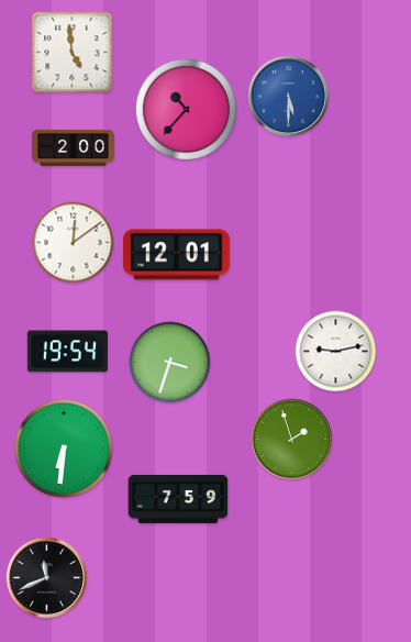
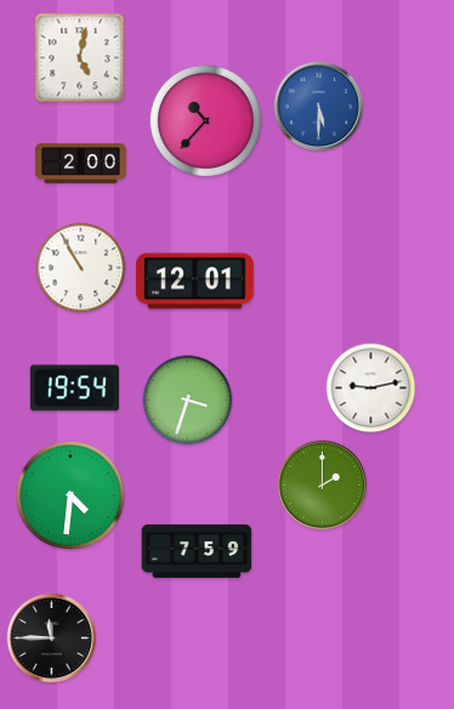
clock at (73, 53): 4:59 -> 5:02
clock at (74, 243): 12:09 -> 10:55
clock at (292, 440): 1:57 -> 2:00
clock at (64, 449): 6:31 -> 4:31
clock at (47, 578): 11:41 -> 11:45
